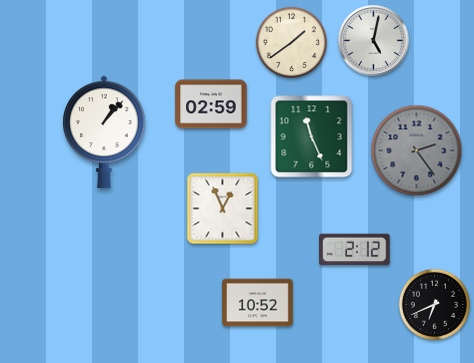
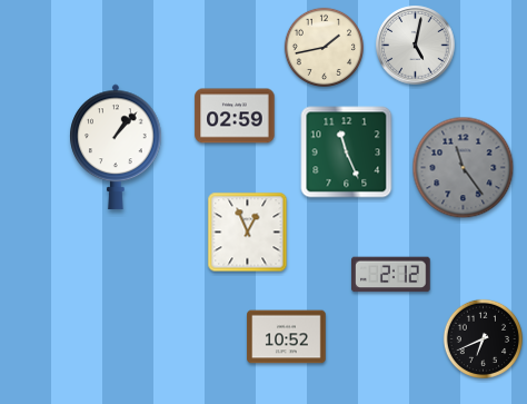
clock at (291, 42): 1:39 -> 1:43
clock at (417, 151): 2:24 -> 11:24
clock at (355, 250) position: (355, 250) -> (391, 275)
